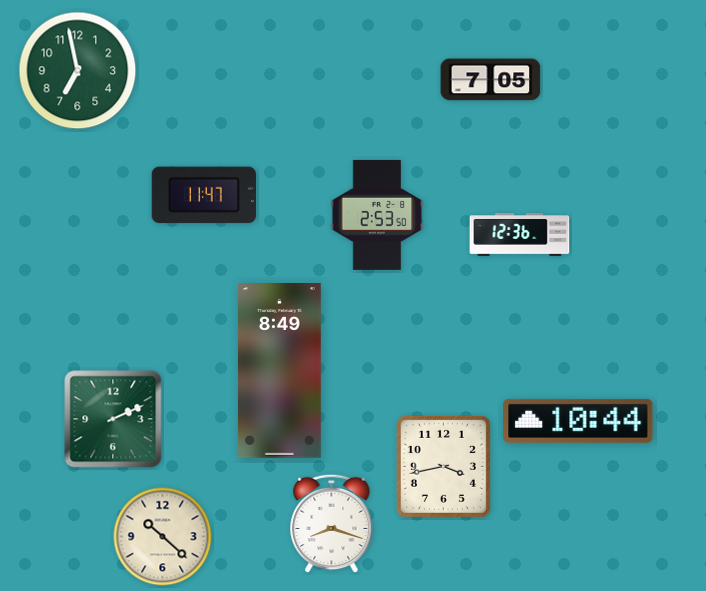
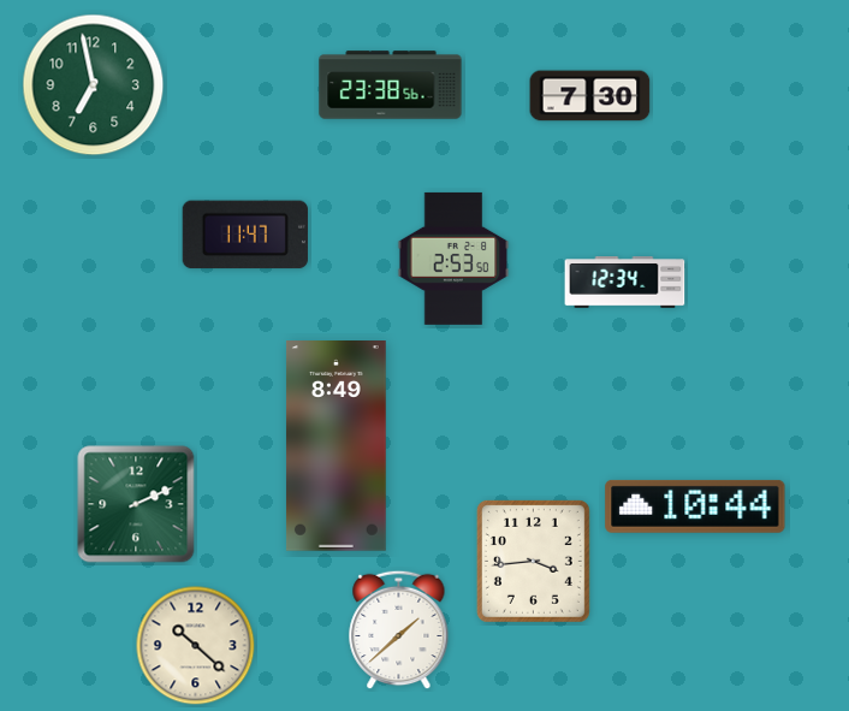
clock at (391, 85): none -> 23:38
clock at (491, 80): 7:05 -> 7:30
clock at (520, 235): 12:36 -> 12:34
clock at (443, 466): 3:43 -> 3:44
clock at (332, 524): 8:18 -> 1:38
